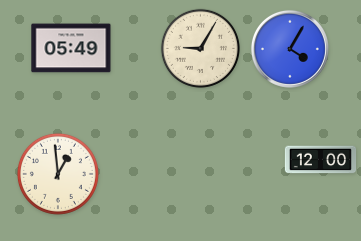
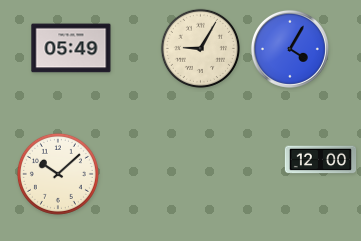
clock at (58, 174): 12:59 -> 10:08
